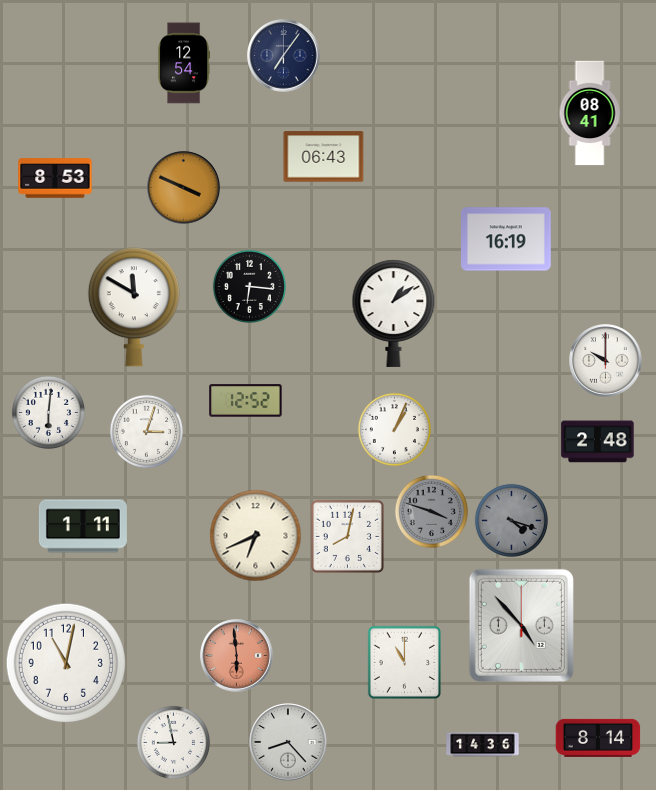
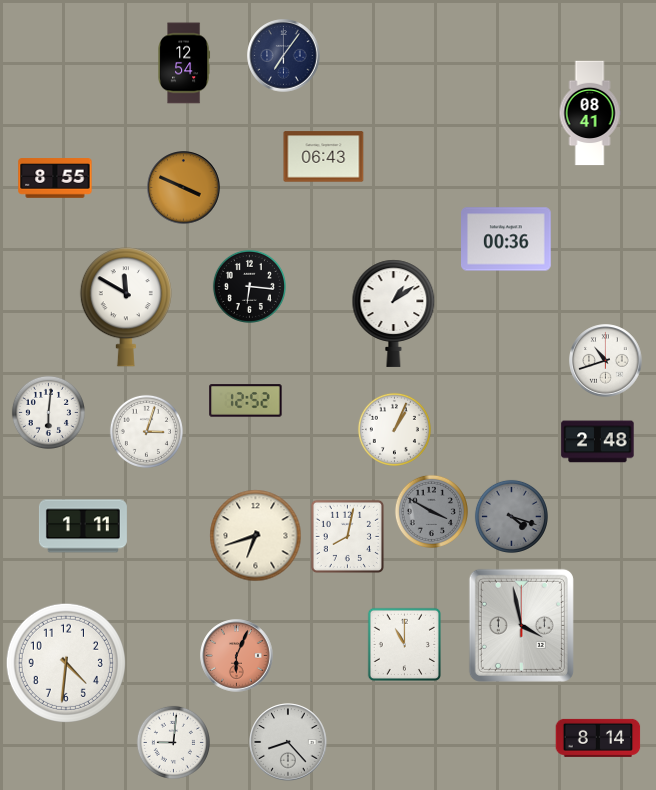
clock at (55, 178): 8:53 -> 8:55
clock at (507, 239): 16:19 -> 00:36
clock at (134, 307) position: (134, 307) -> (126, 307)
clock at (606, 361): 10:00 -> 10:42
clock at (431, 511): 3:48 -> 3:50
clock at (511, 520) position: (511, 520) -> (511, 516)
clock at (256, 536): 6:41 -> 6:42
clock at (521, 625): 4:53 -> 3:58
clock at (237, 656): 5:59 -> 6:04
clock at (404, 662) position: (404, 662) -> (404, 644)
clock at (66, 663): 11:02 -> 4:31
clock at (173, 742): 8:58 -> 9:01
clock at (483, 745): 14:36 -> none
